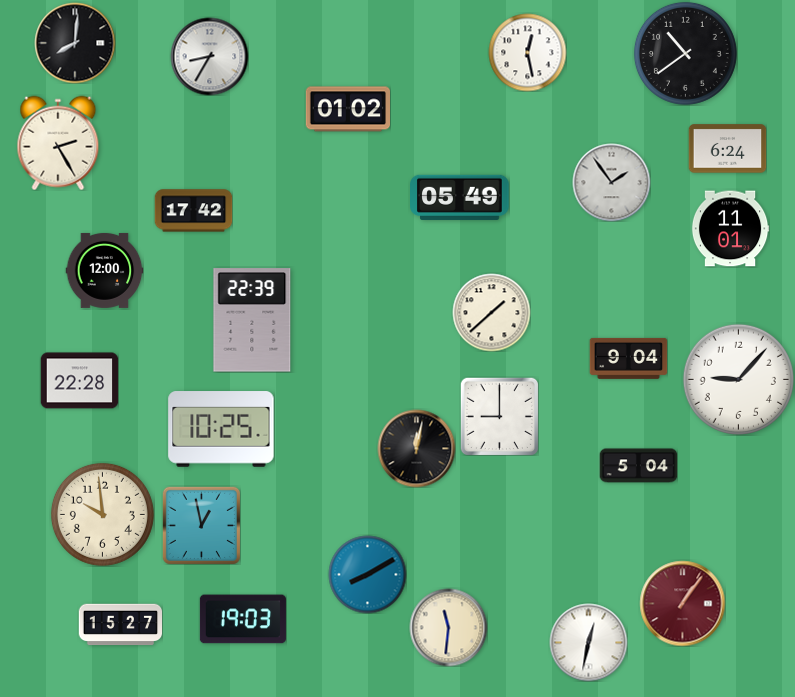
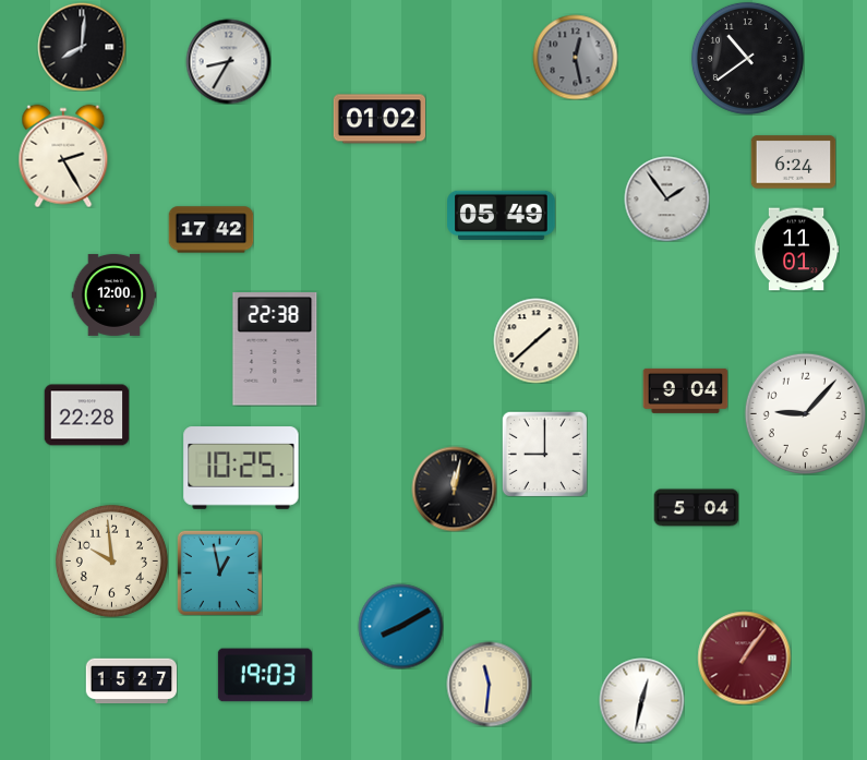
clock at (527, 52) dial: white -> grey
clock at (252, 320): 22:39 -> 22:38
